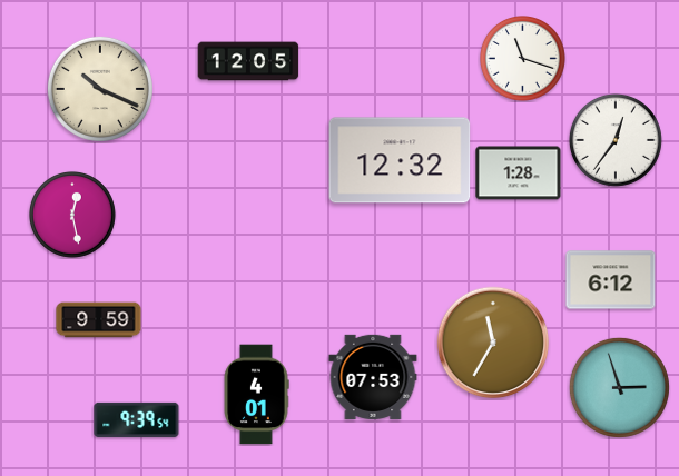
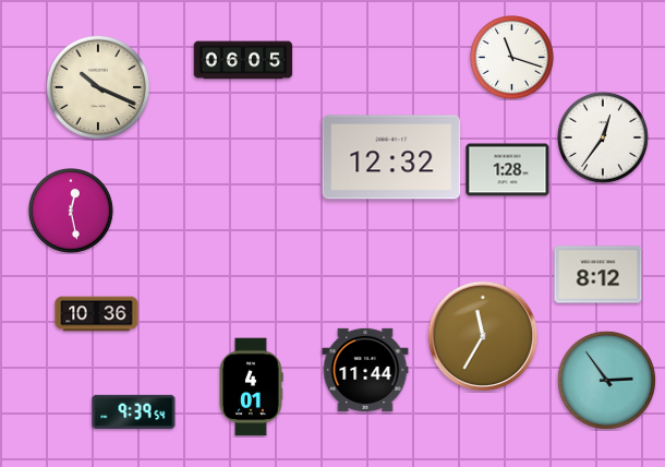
clock at (248, 61): 12:05 -> 06:05
clock at (611, 280): 6:12 -> 8:12
clock at (99, 320): 9:59 -> 10:36
clock at (373, 377): 07:53 -> 11:44
clock at (619, 387): 2:57 -> 2:54
